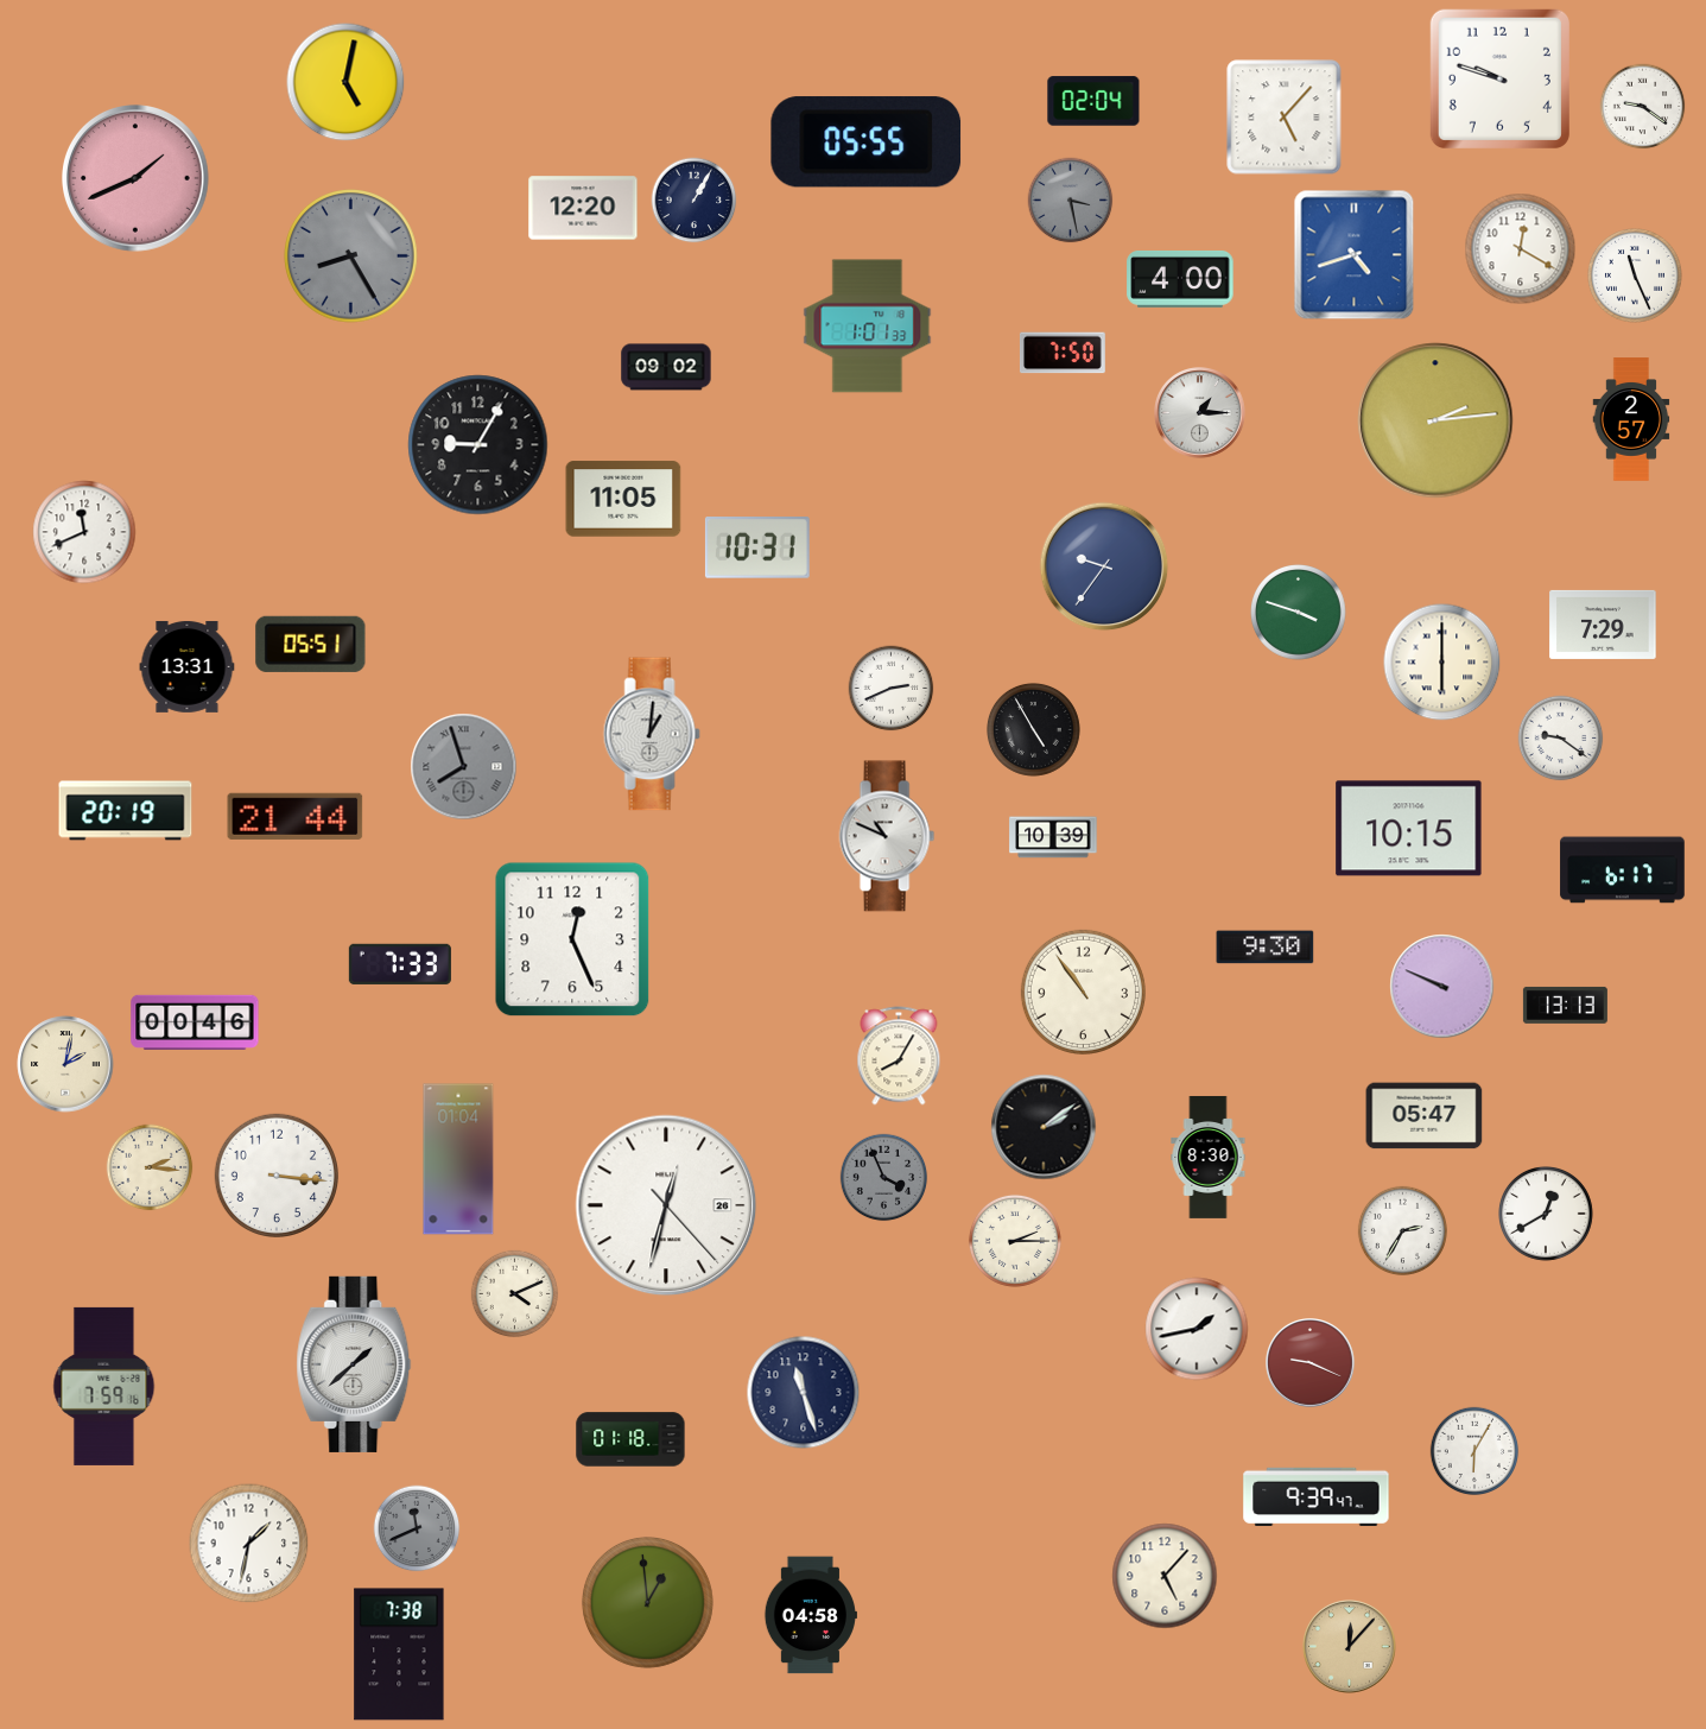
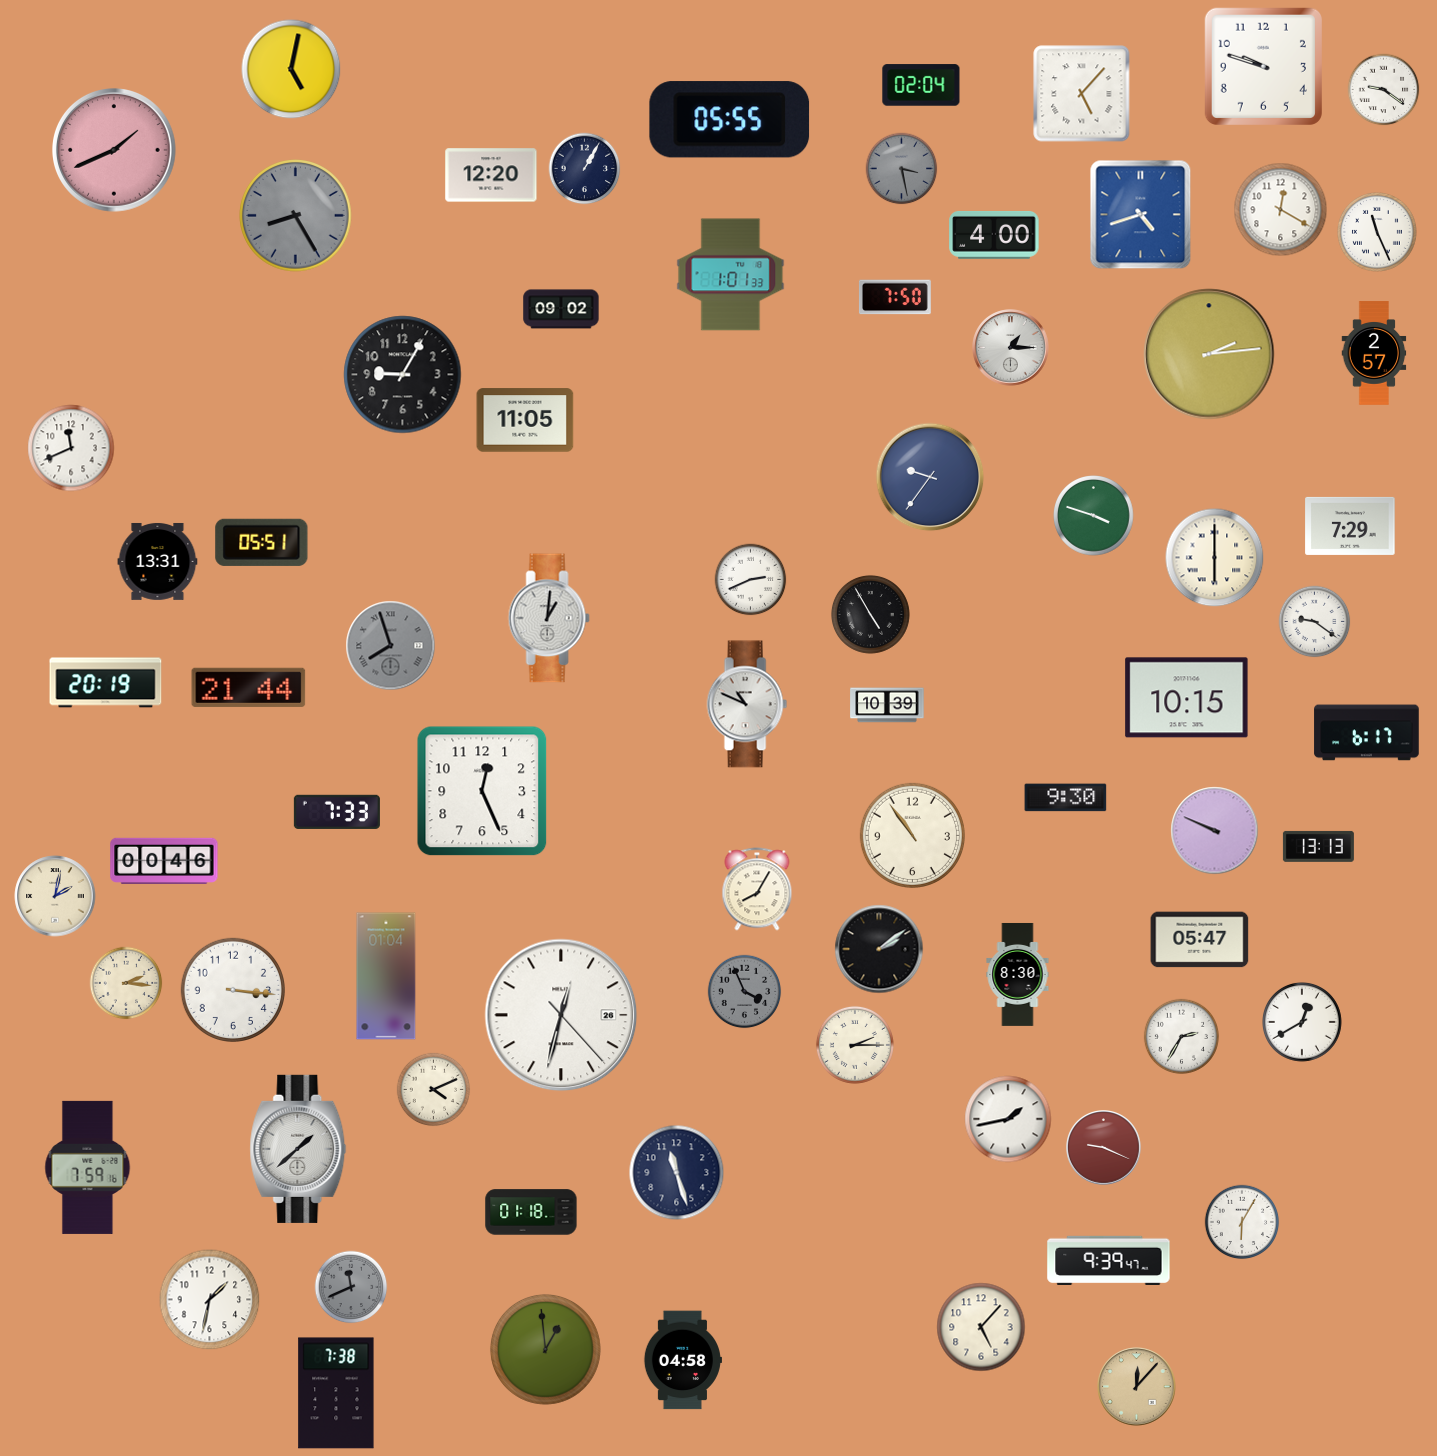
clock at (1285, 118) position: (1285, 118) -> (1082, 94)
clock at (757, 547): 10:31 -> none
